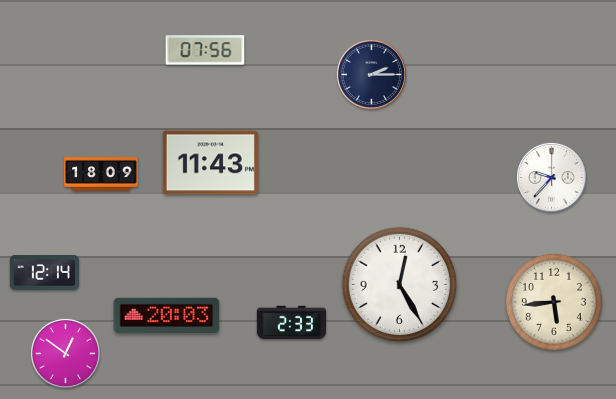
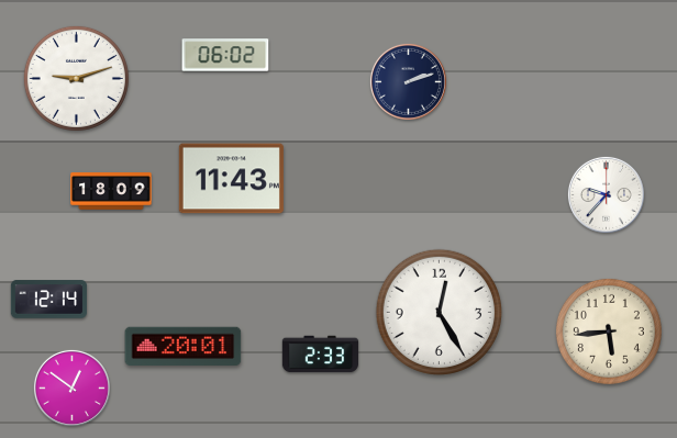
clock at (205, 50): 07:56 -> 06:02
clock at (76, 78): none -> 9:12
clock at (371, 74): 2:15 -> 2:12
clock at (167, 315): 20:03 -> 20:01
